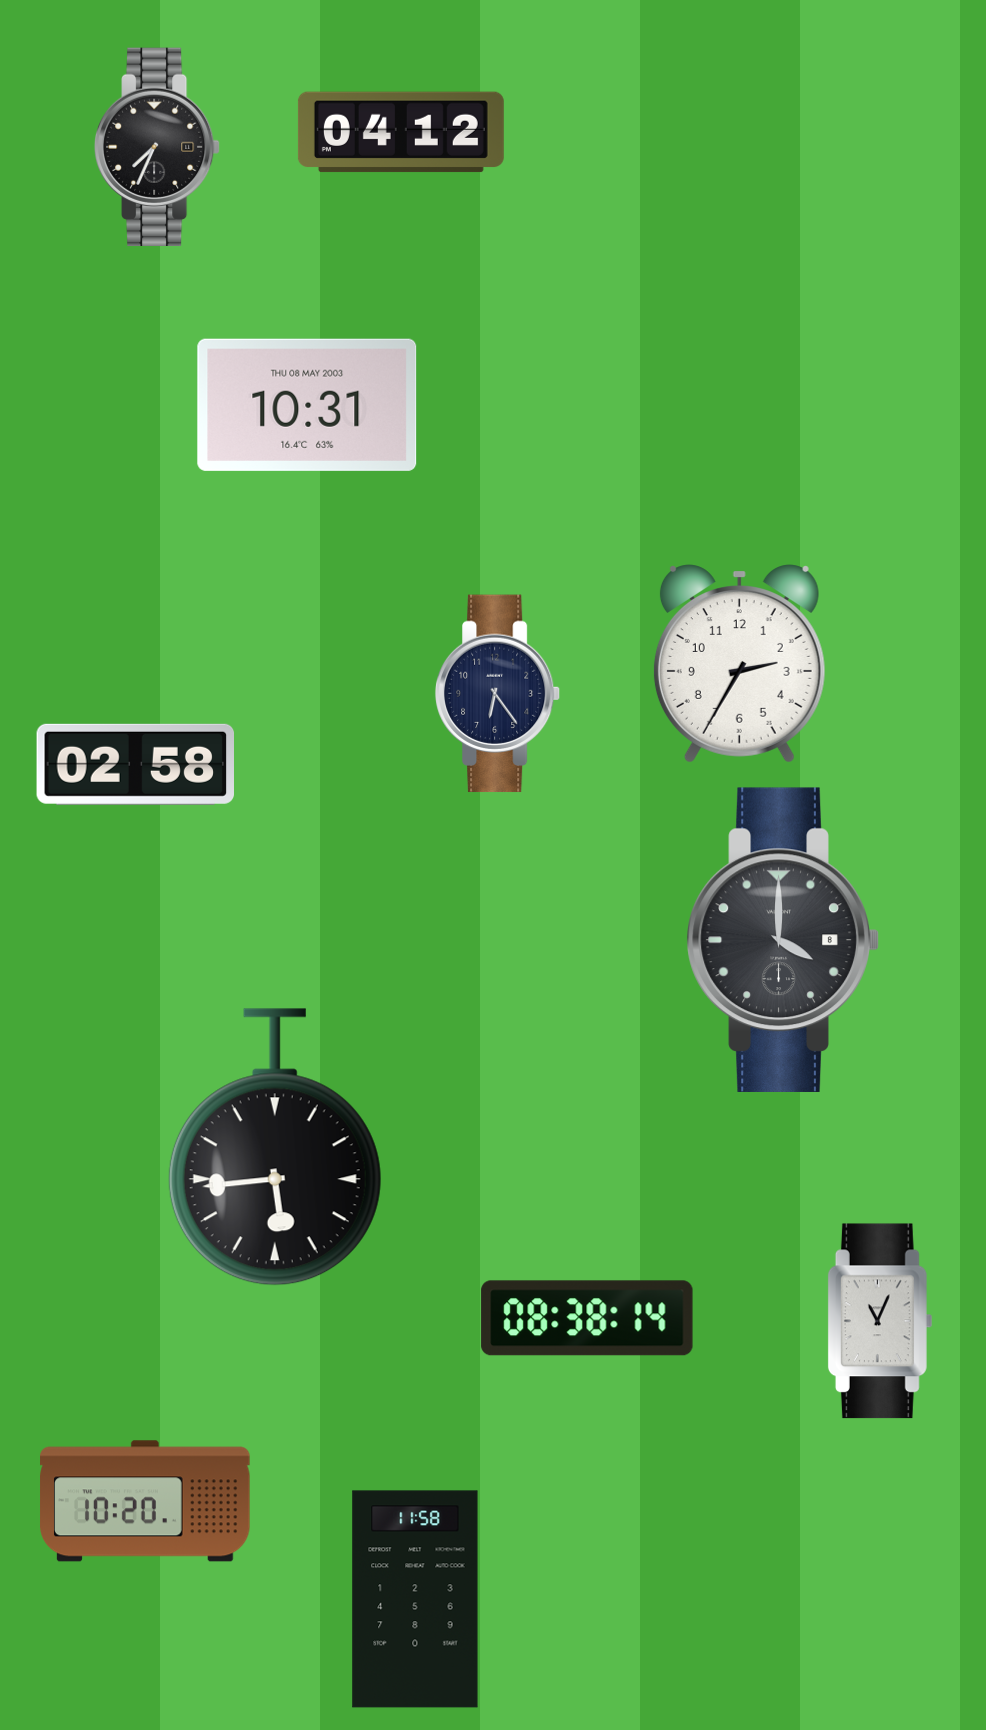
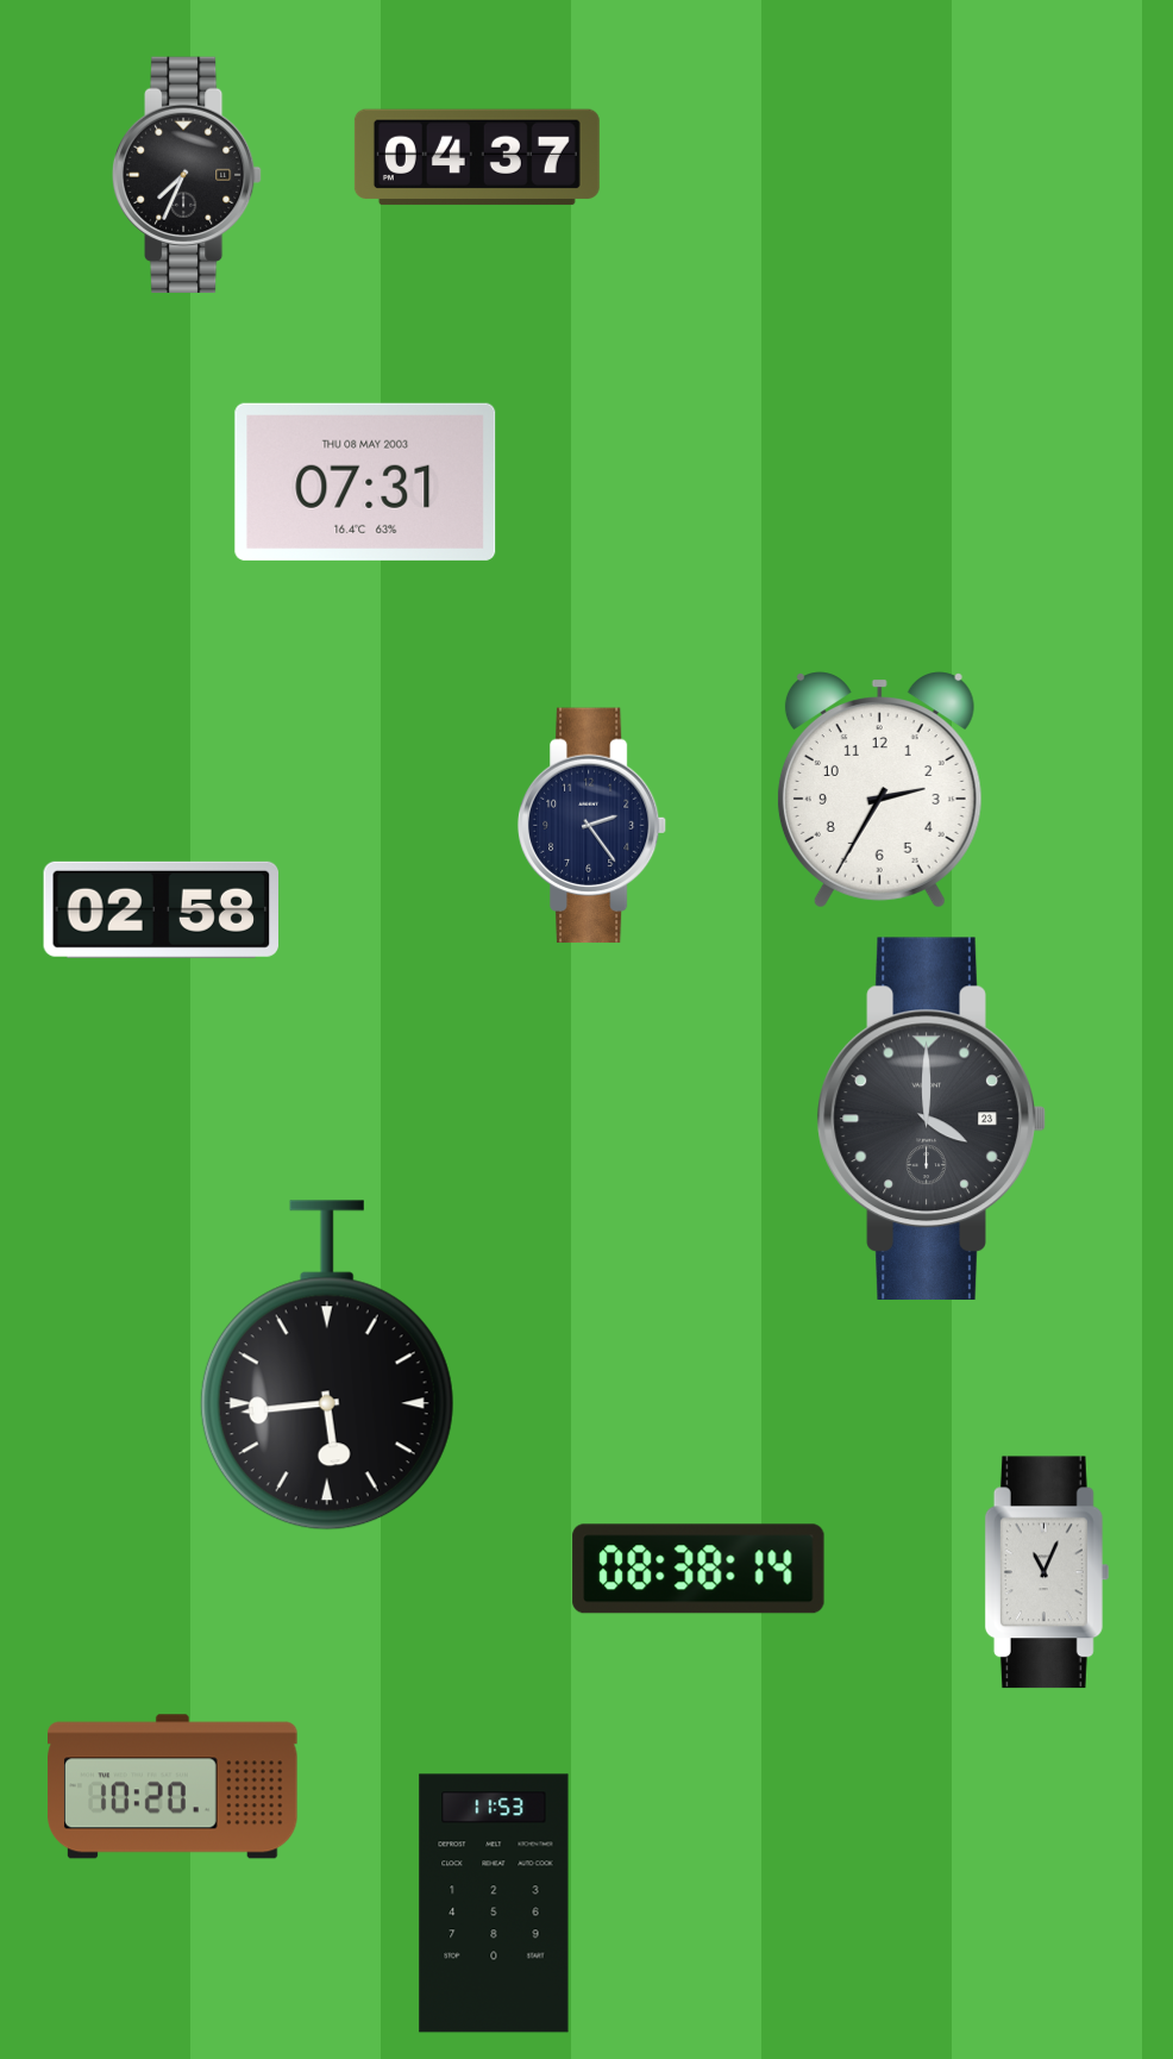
clock at (401, 132): 04:12 -> 04:37
clock at (307, 405): 10:31 -> 07:31
clock at (498, 694): 6:24 -> 2:24
clock at (783, 940) date: 8 -> 23
clock at (415, 1599): 11:58 -> 11:53
